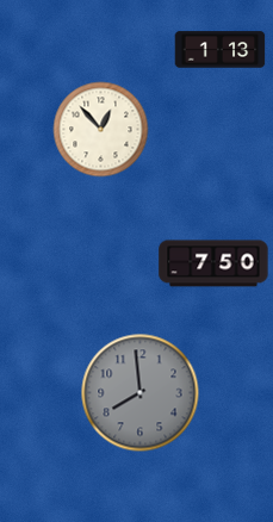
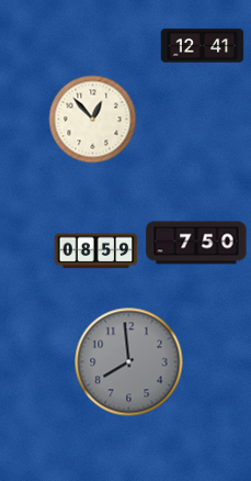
clock at (221, 50): 1:13 -> 12:41
clock at (96, 251): none -> 08:59
